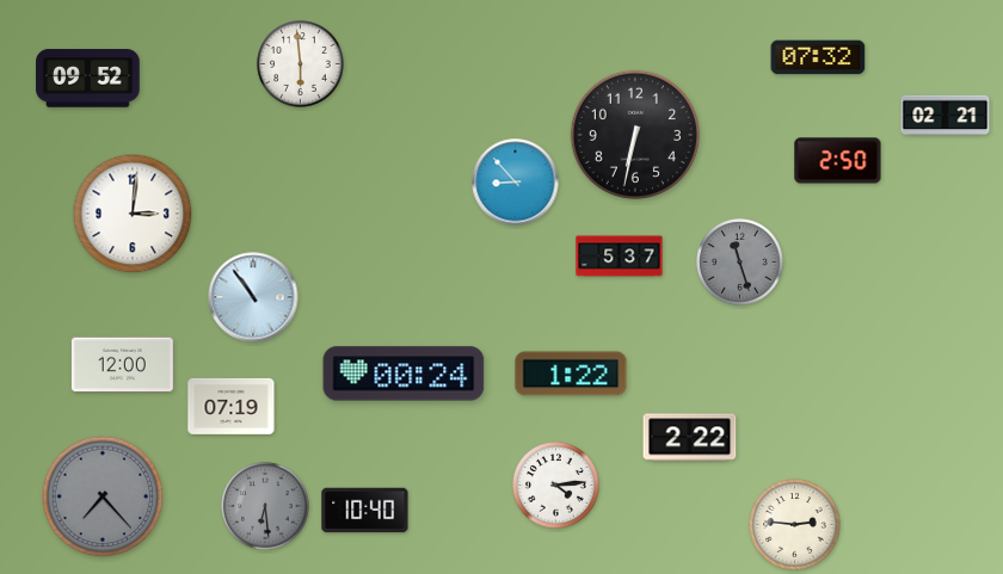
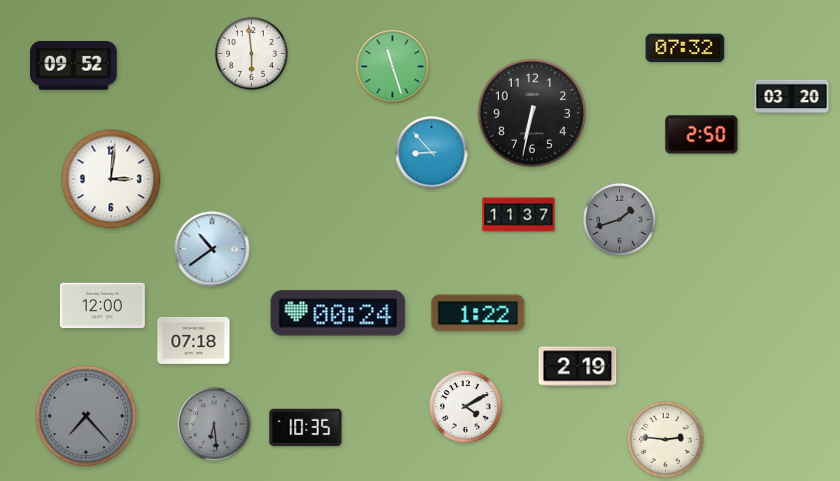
clock at (393, 67): none -> 11:27
clock at (946, 116): 02:21 -> 03:20
clock at (620, 257): 5:37 -> 11:37
clock at (740, 263): 11:27 -> 1:42
clock at (253, 297): 10:54 -> 10:39
clock at (232, 406): 07:19 -> 07:18
clock at (690, 438): 2:22 -> 2:19
clock at (556, 486): 4:14 -> 4:10
clock at (265, 506) position: (265, 506) -> (214, 424)
clock at (365, 511): 10:40 -> 10:35
